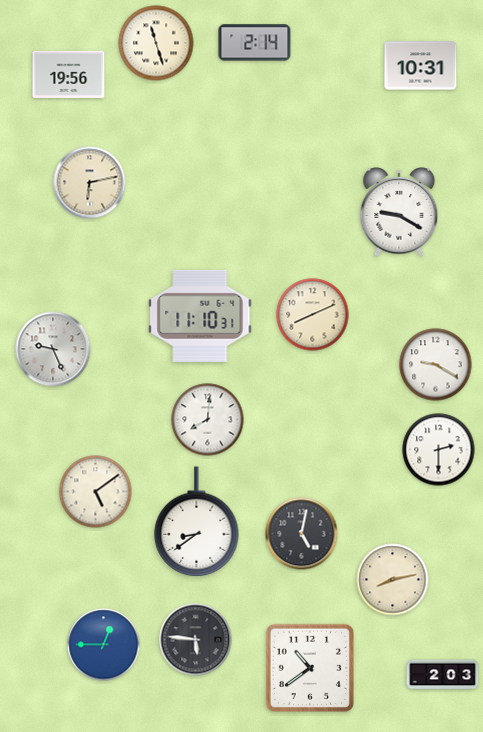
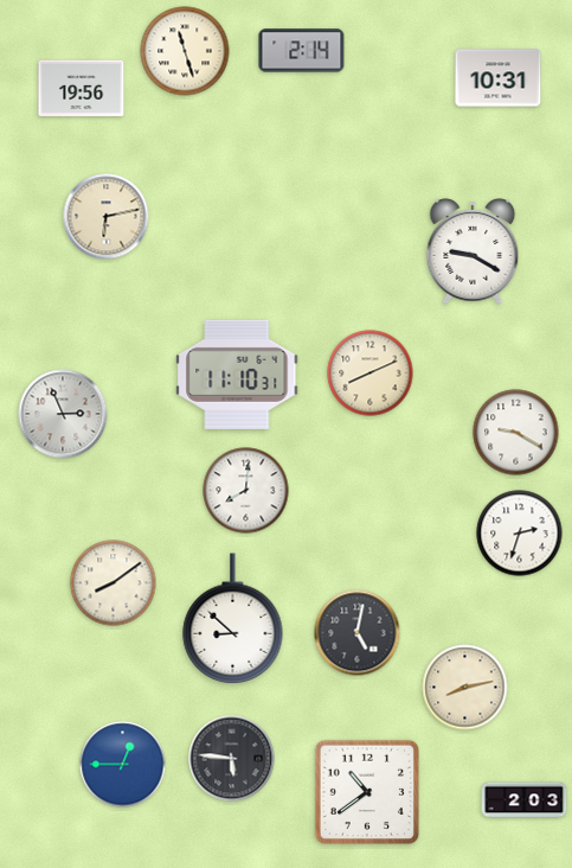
clock at (53, 349): 9:26 -> 2:56
clock at (208, 420) position: (208, 420) -> (246, 491)
clock at (439, 450): 2:30 -> 2:33
clock at (96, 492): 5:09 -> 8:09
clock at (197, 522): 8:39 -> 8:52
